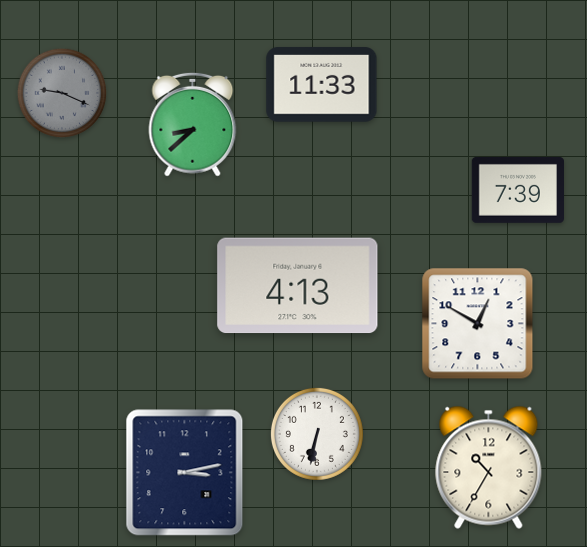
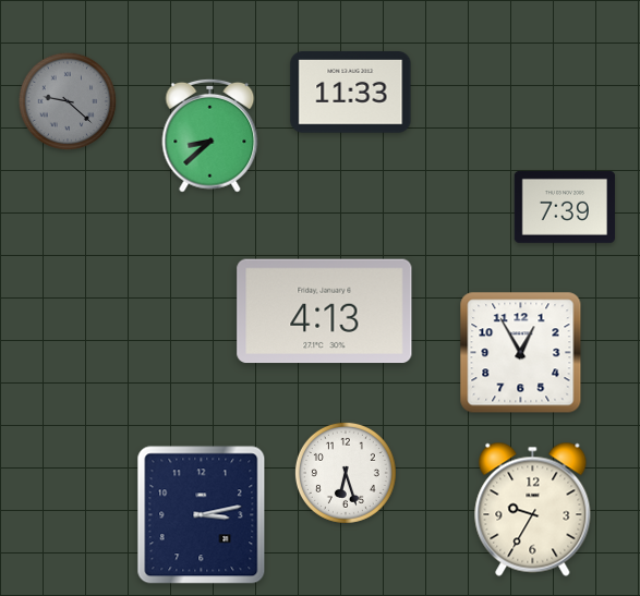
clock at (62, 93): 9:19 -> 9:22
clock at (478, 324): 12:50 -> 12:55
clock at (317, 434): 6:32 -> 6:27
clock at (489, 467): 10:35 -> 9:35
